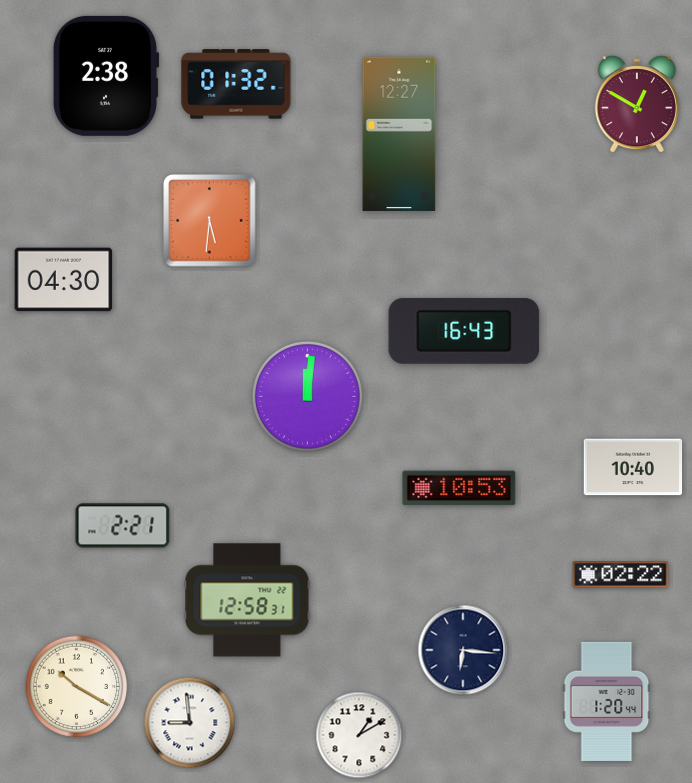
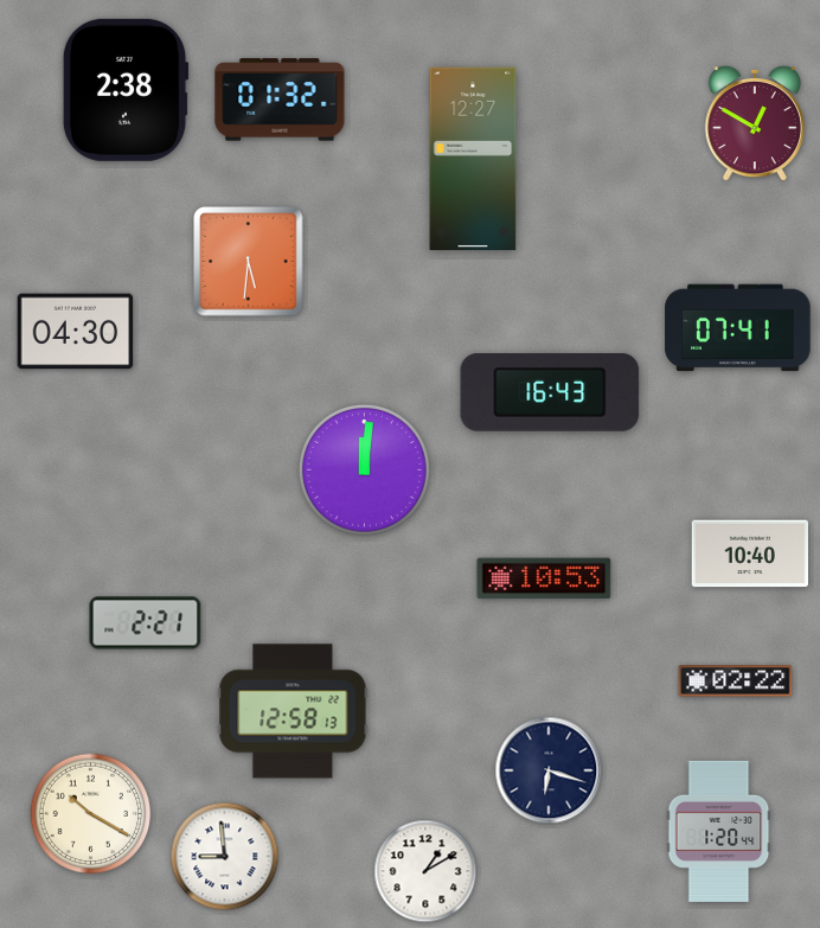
clock at (738, 328): none -> 07:41
clock at (247, 600): 12:58:31 -> 12:58:13
clock at (463, 650): 6:16 -> 6:18
